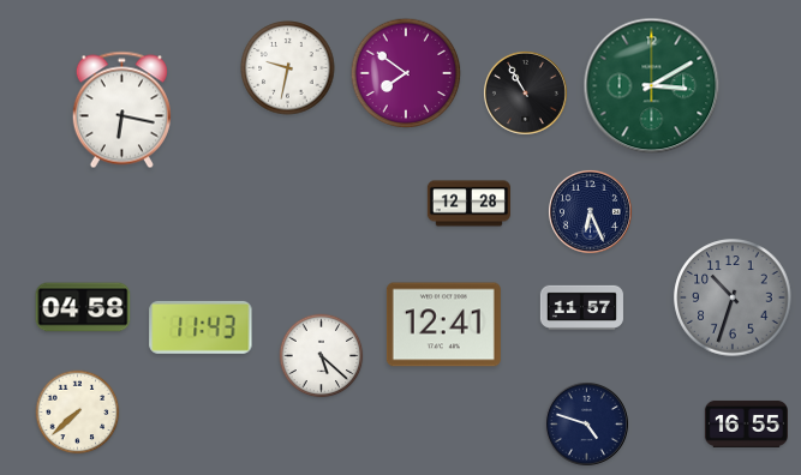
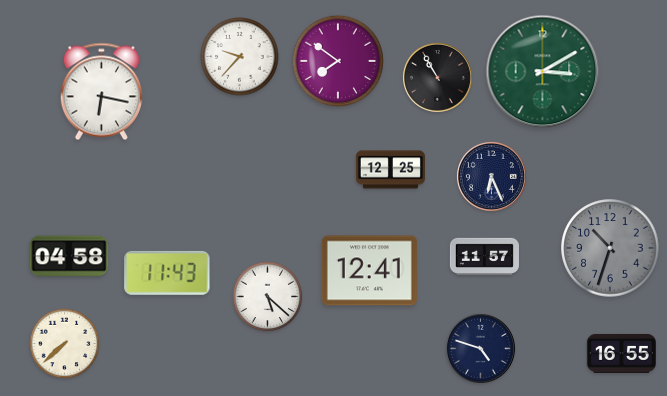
clock at (288, 68): 9:32 -> 9:37
clock at (468, 204): 12:28 -> 12:25
clock at (586, 423) position: (586, 423) -> (480, 348)
